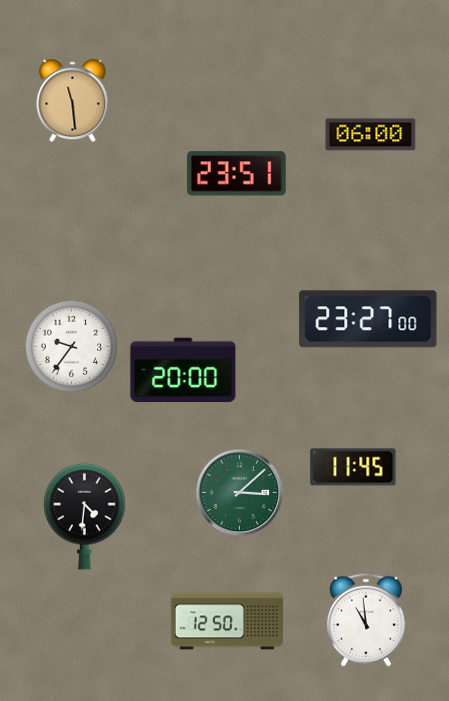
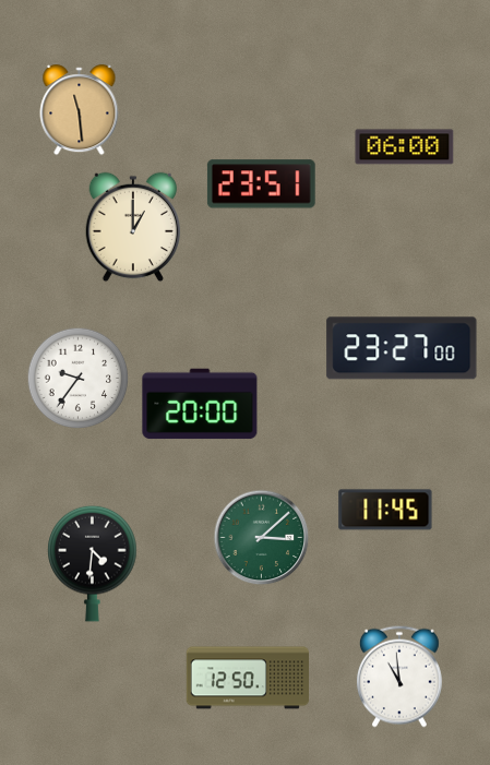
clock at (236, 174) position: (236, 174) -> (261, 184)
clock at (133, 227): none -> 1:00
